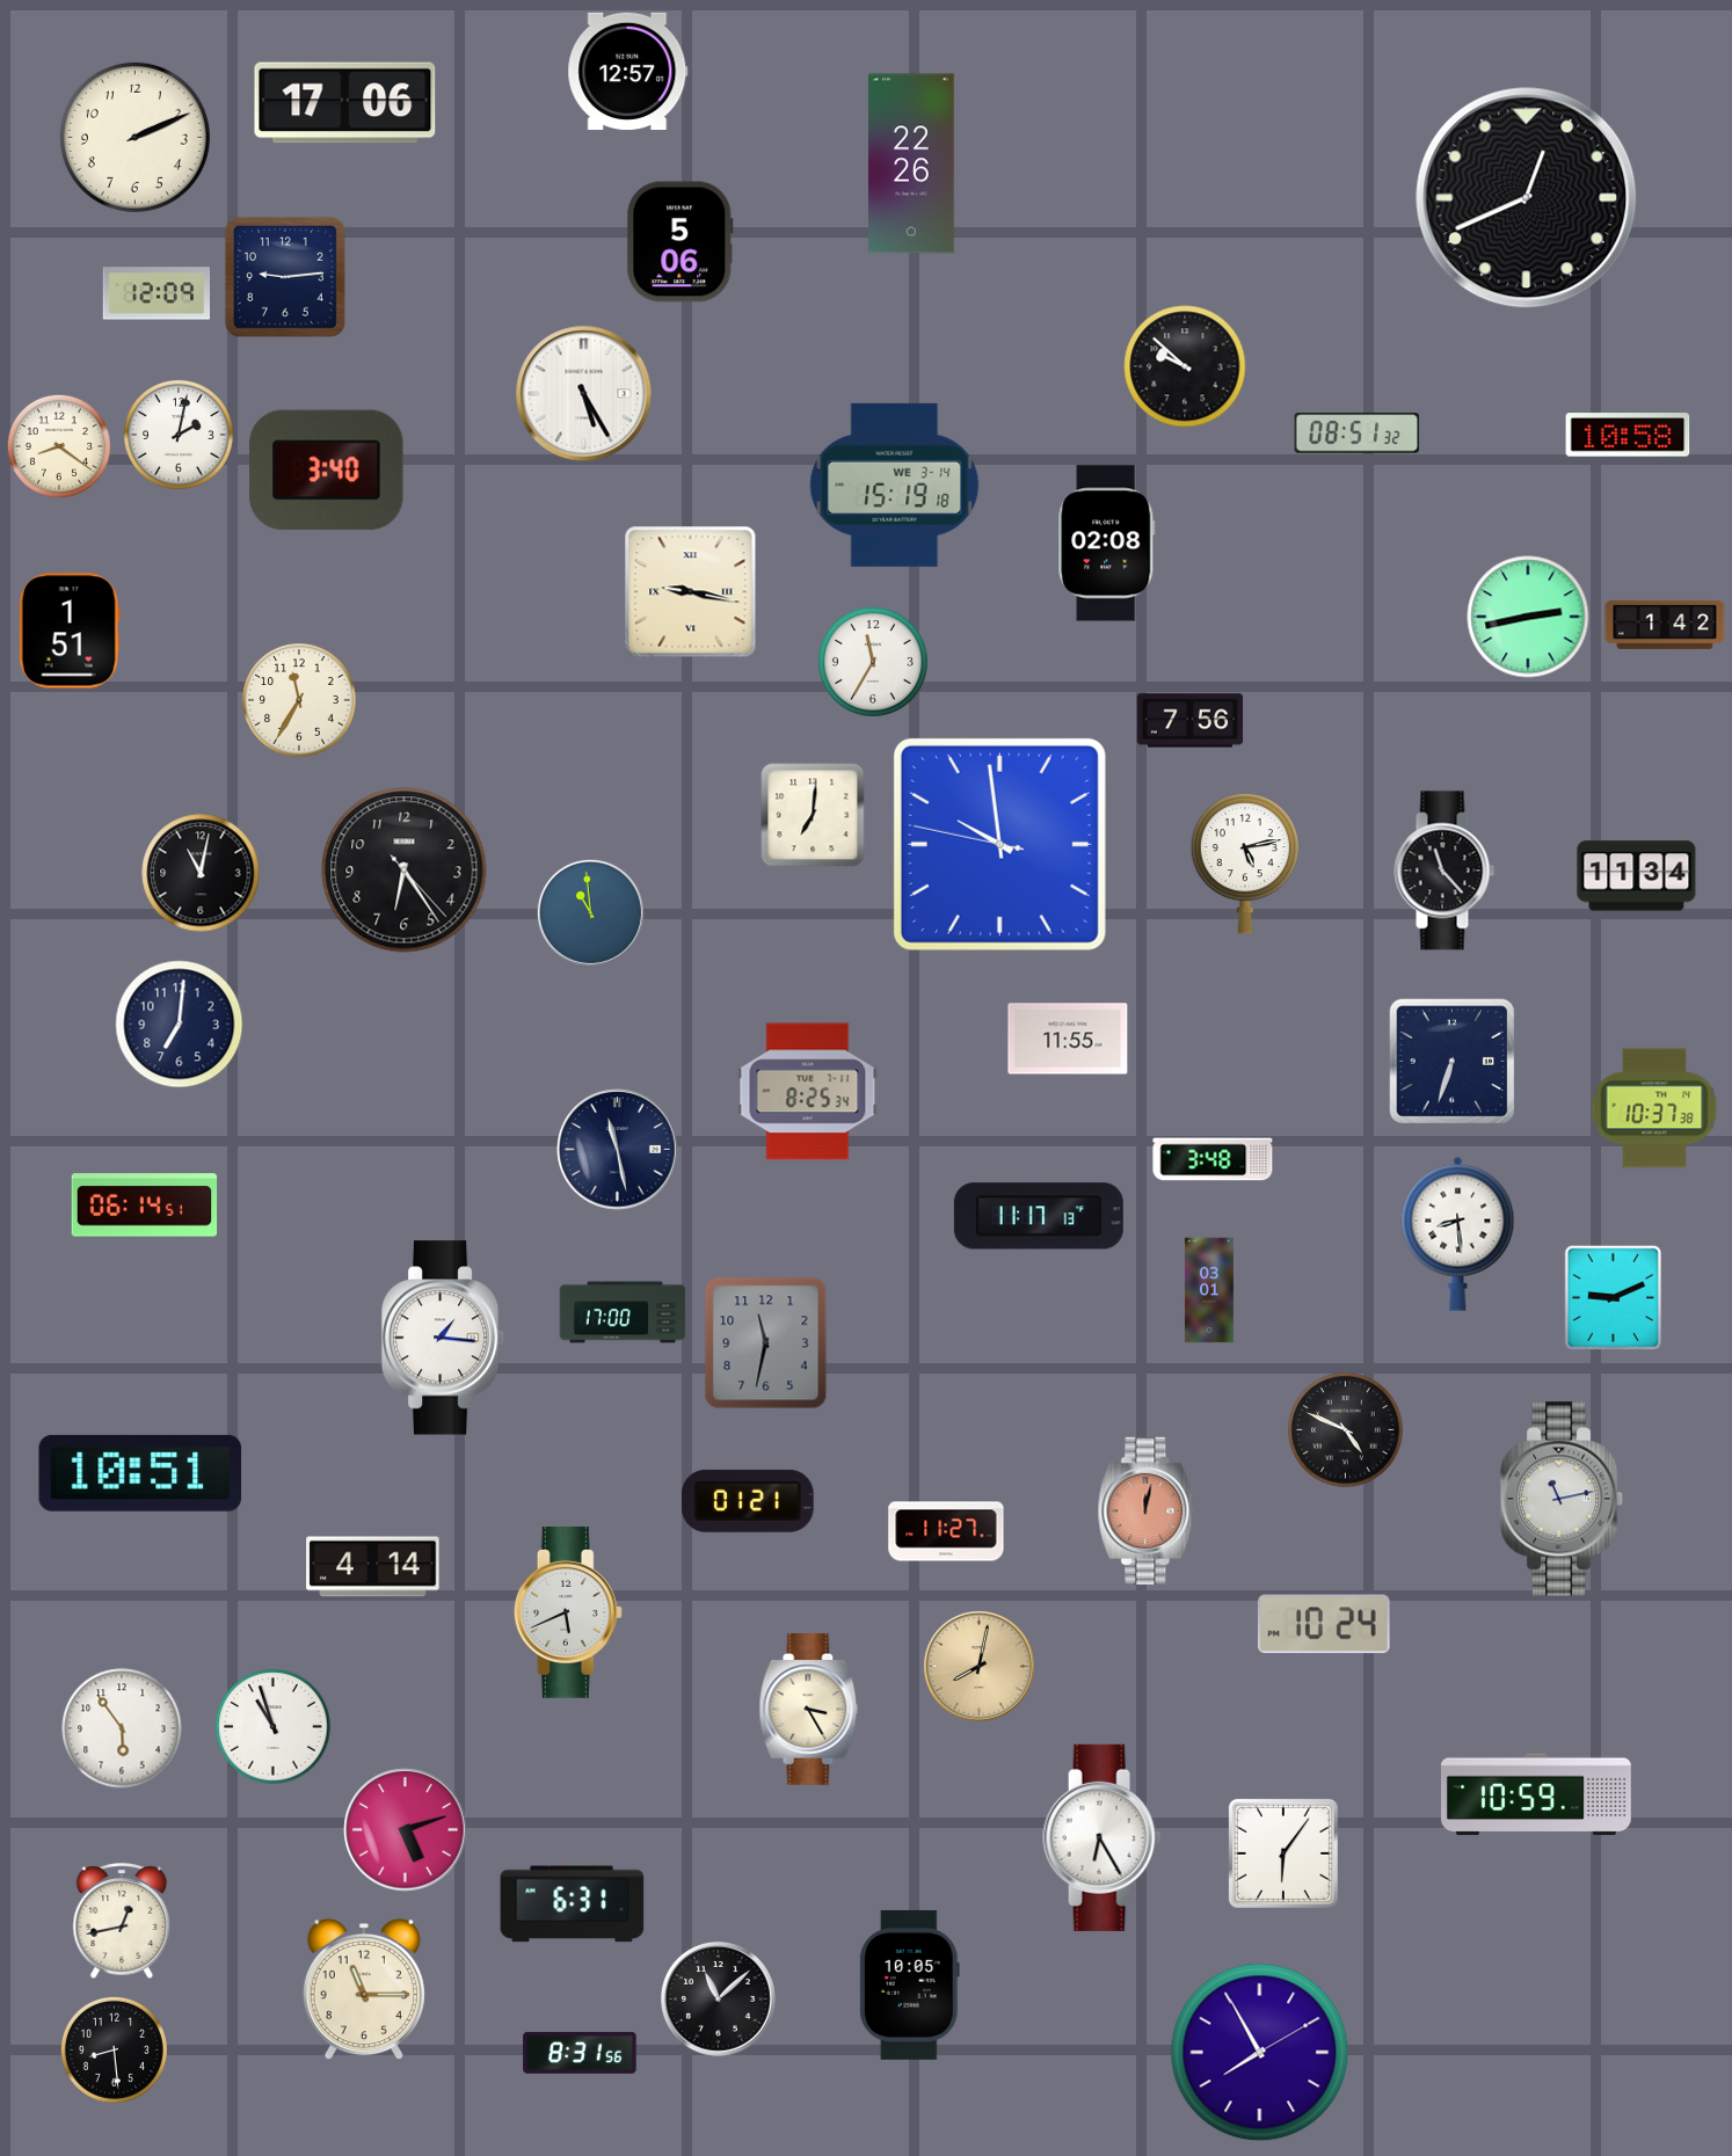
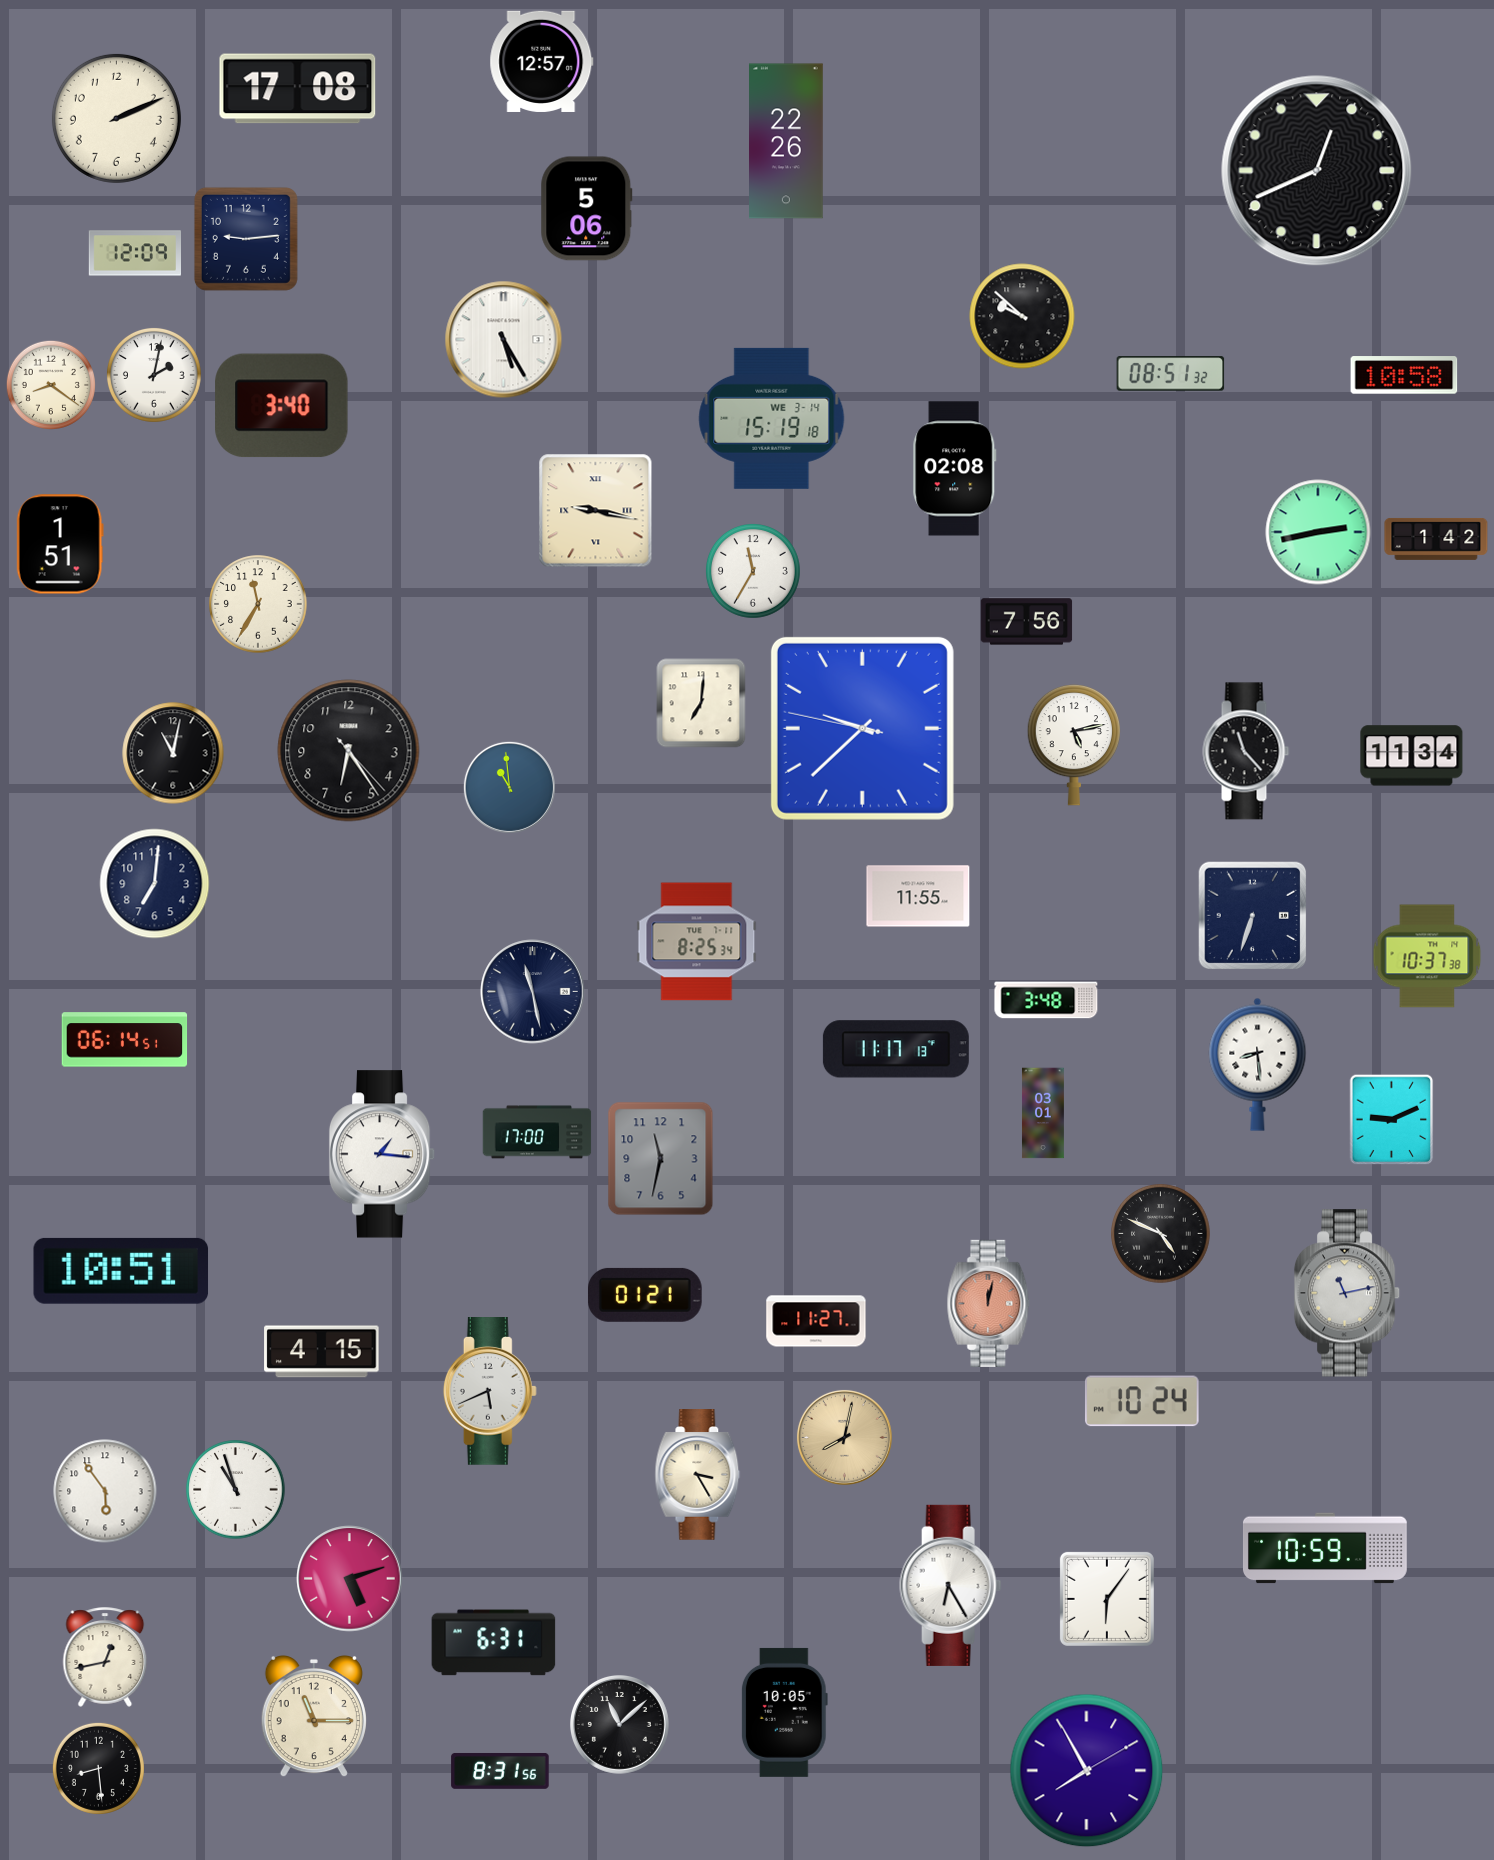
clock at (345, 103): 17:06 -> 17:08
clock at (999, 844): 9:58 -> 9:37
clock at (1068, 1039) position: (1068, 1039) -> (918, 896)
clock at (373, 1567): 4:14 -> 4:15
